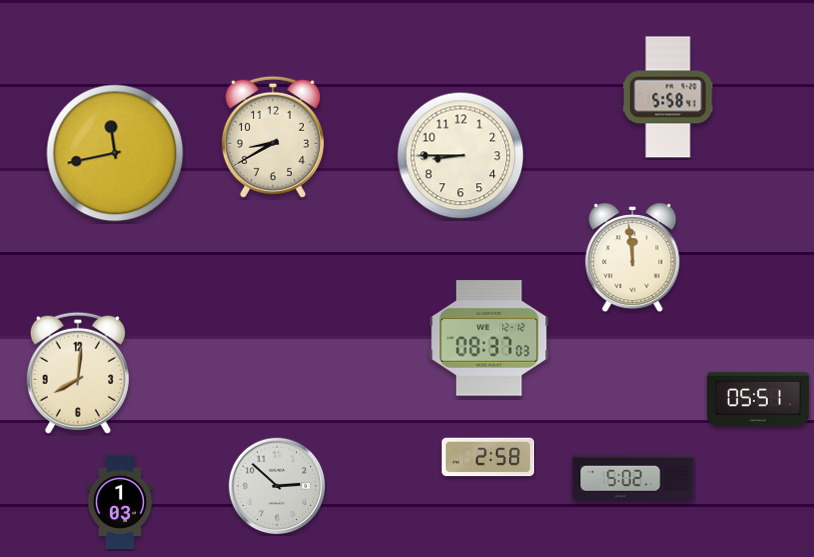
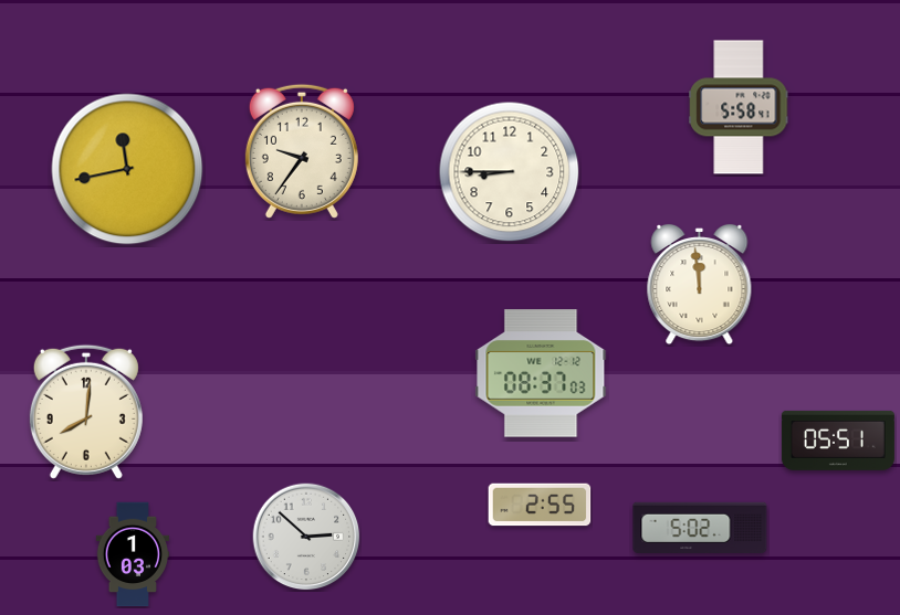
clock at (273, 137): 8:40 -> 9:36
clock at (488, 457): 2:58 -> 2:55
